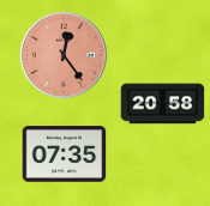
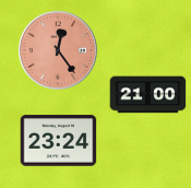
clock at (163, 104): 20:58 -> 21:00
clock at (65, 154): 07:35 -> 23:24
